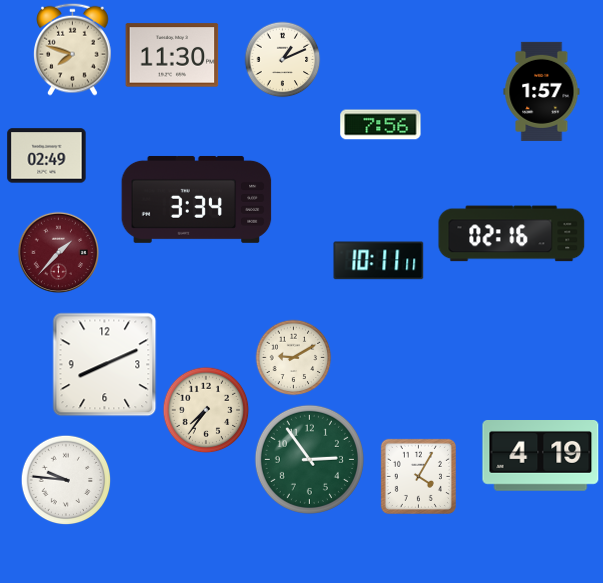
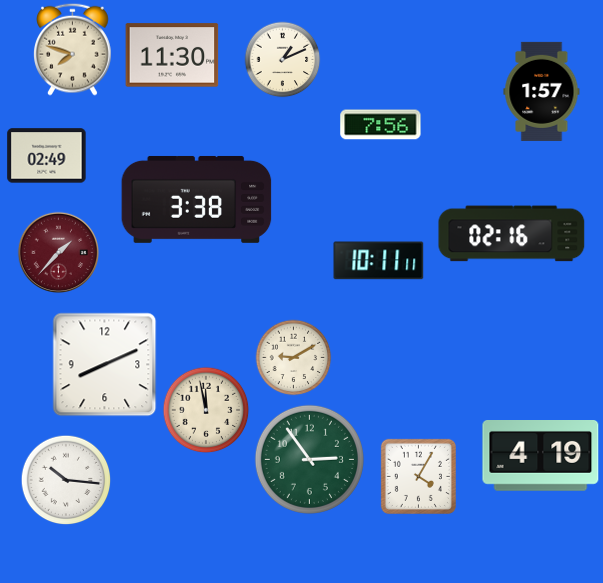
clock at (197, 199): 3:34 -> 3:38
clock at (206, 410): 7:36 -> 11:58
clock at (66, 480): 9:46 -> 10:16
